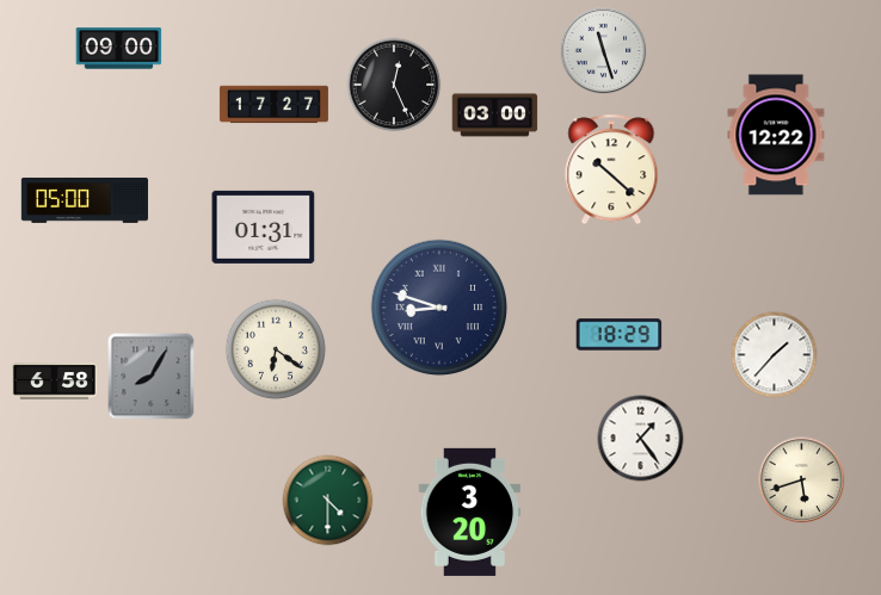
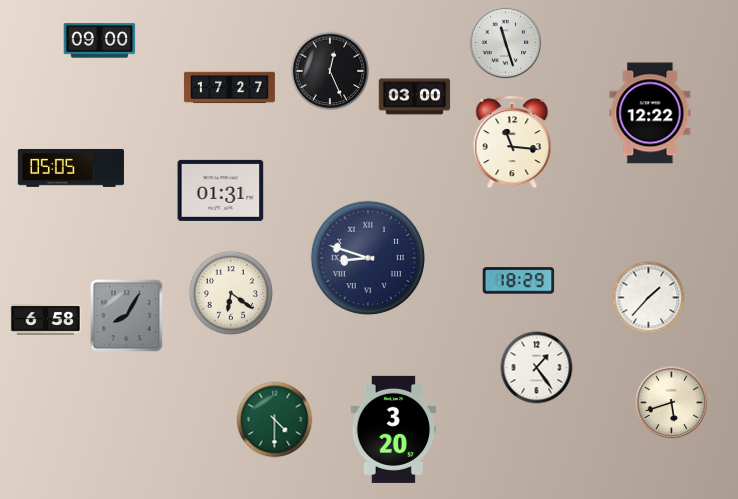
clock at (611, 169): 10:22 -> 11:16
clock at (84, 200): 05:00 -> 05:05
